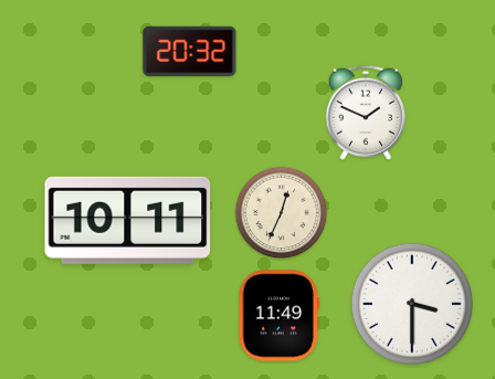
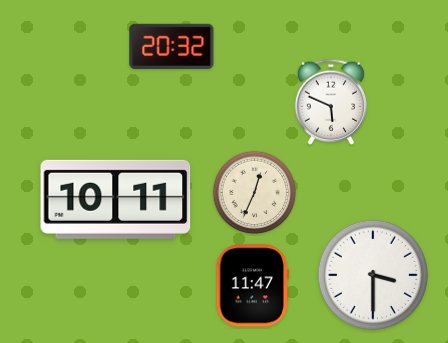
clock at (365, 113): 1:49 -> 5:49
clock at (278, 316): 11:49 -> 11:47
